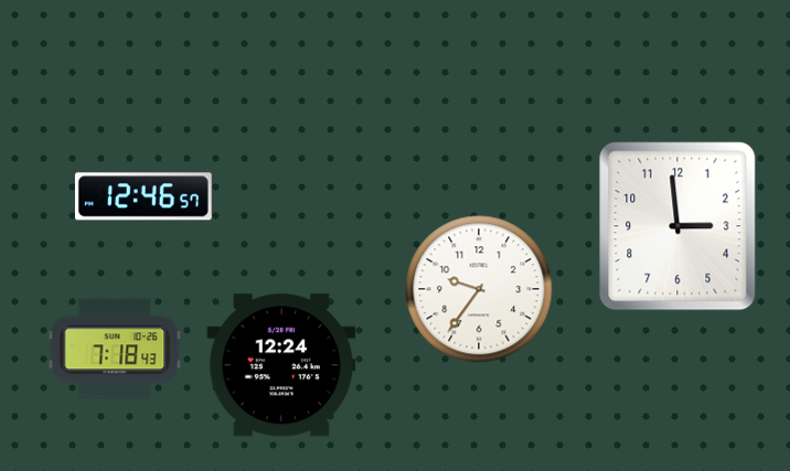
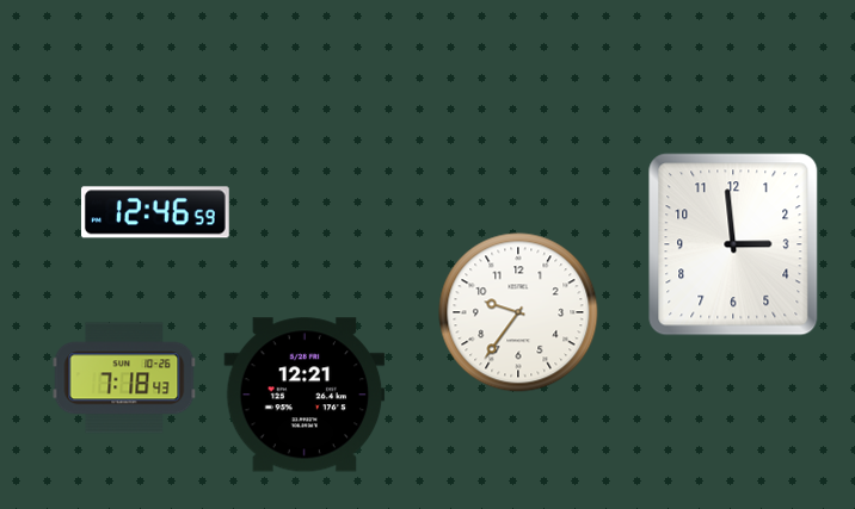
clock at (143, 196): 12:46:57 -> 12:46:59
clock at (281, 365): 12:24 -> 12:21
